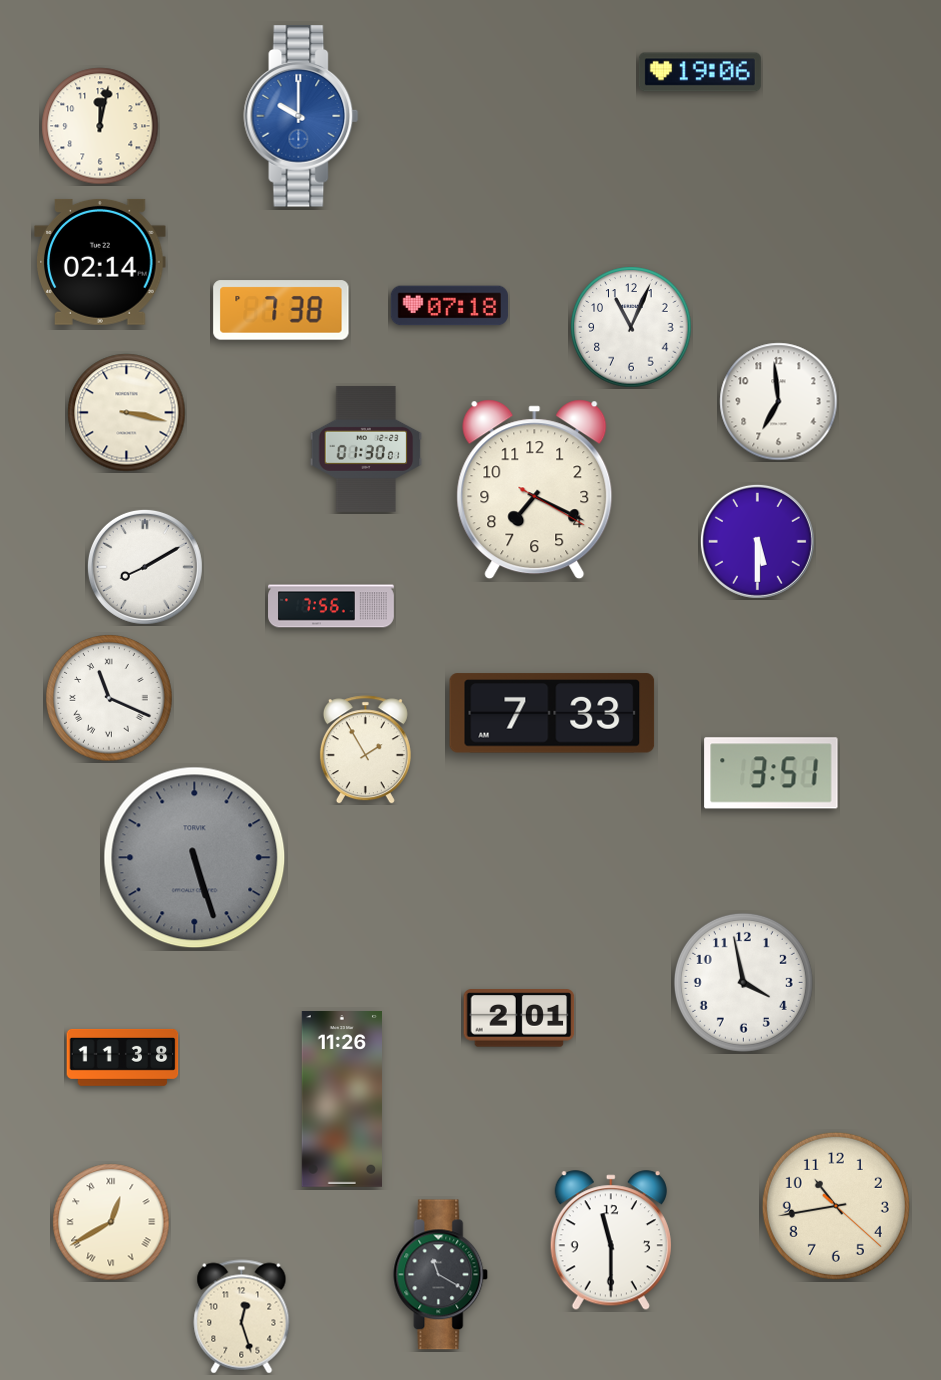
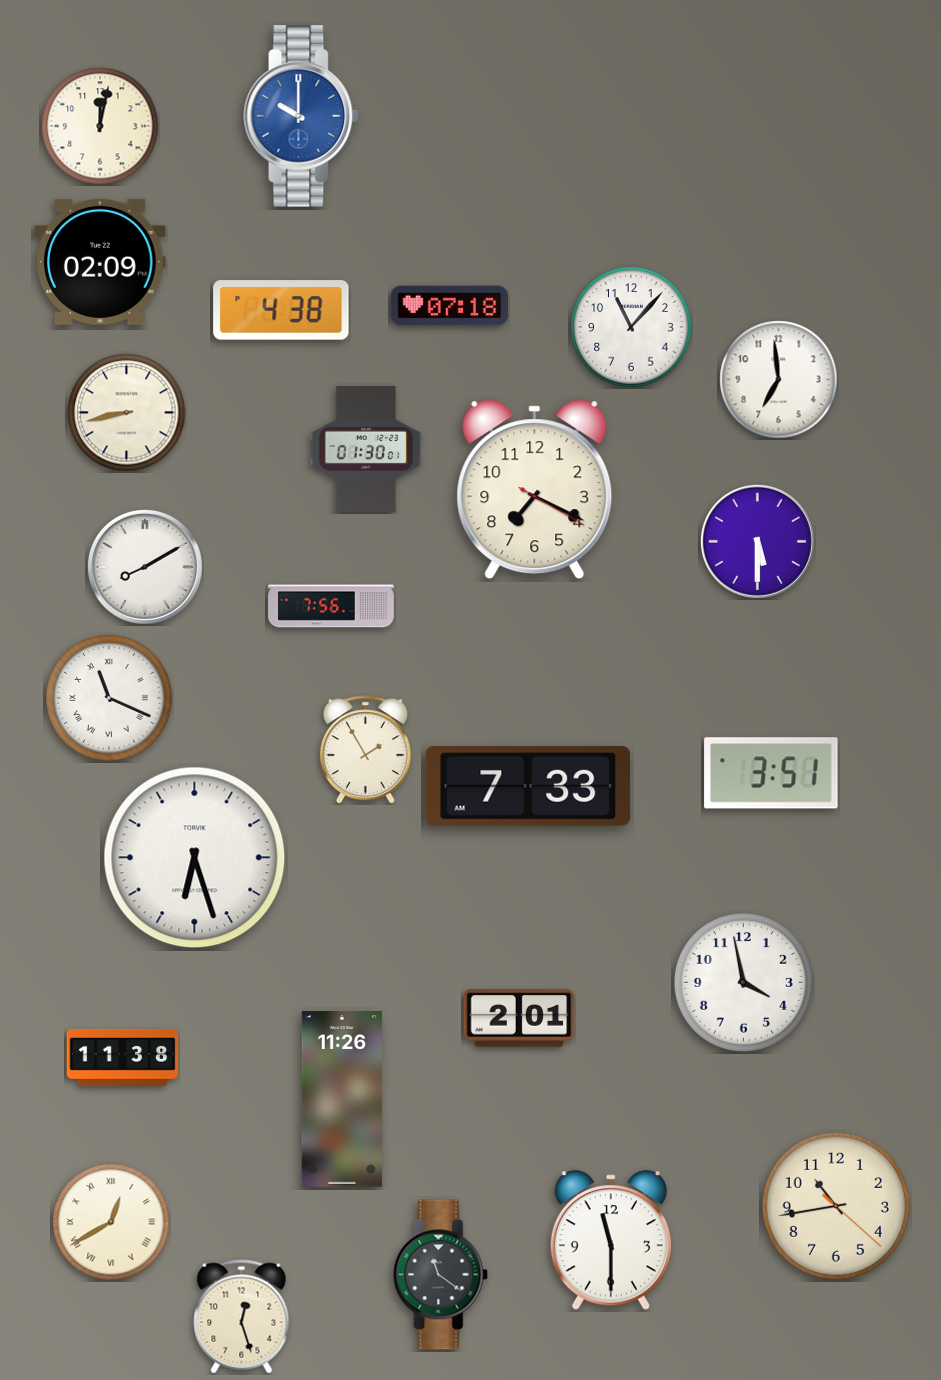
clock at (700, 72): 19:06 -> none
clock at (100, 262): 02:14 -> 02:09
clock at (281, 310): 7:38 -> 4:38
clock at (631, 327): 11:04 -> 11:07
clock at (779, 402) position: (779, 402) -> (779, 380)
clock at (127, 413): 3:17 -> 8:43
clock at (552, 713) position: (552, 713) -> (528, 786)
clock at (195, 858): 5:27 -> 6:27
clock at (195, 858) dial: grey -> white
clock at (441, 1275): 11:20 -> 11:21
